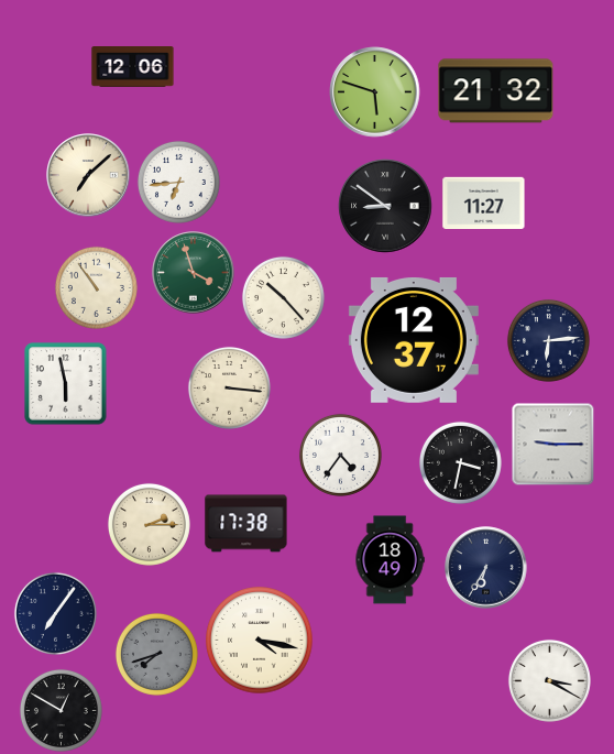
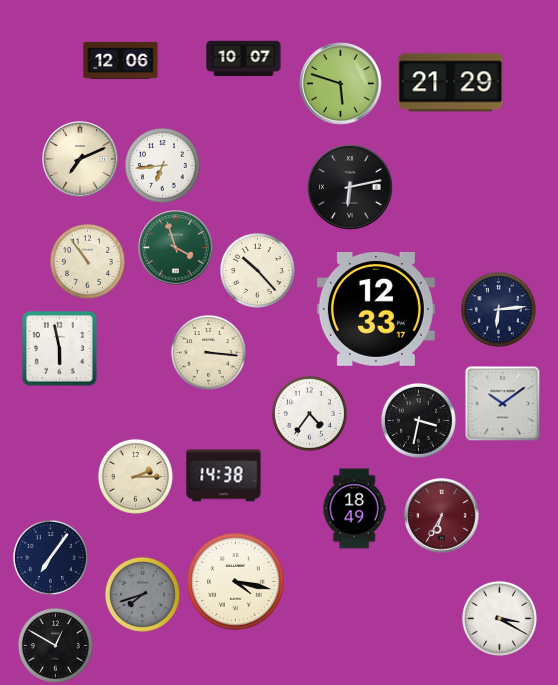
clock at (244, 59): none -> 10:07
clock at (496, 91): 21:32 -> 21:29
clock at (88, 175): 7:08 -> 7:11
clock at (484, 204): 11:27 -> none
clock at (385, 206): 8:51 -> 6:13
clock at (414, 340): 12:37 -> 12:33
clock at (553, 445): 9:15 -> 10:09
clock at (246, 524): 17:38 -> 14:38
clock at (486, 568) dial: navy -> burgundy
